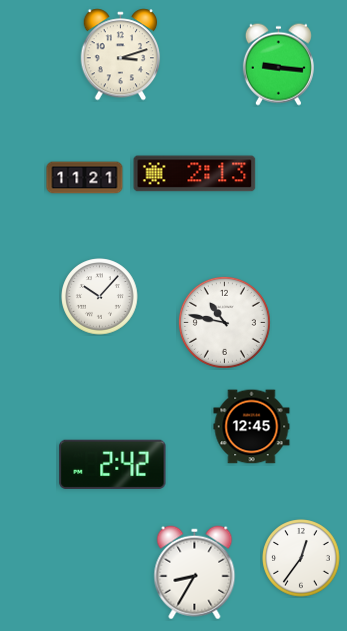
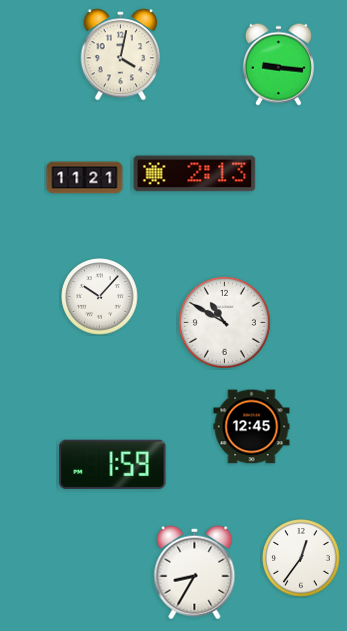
clock at (121, 55): 3:12 -> 4:02
clock at (224, 322): 10:47 -> 10:50
clock at (113, 464): 2:42 -> 1:59
